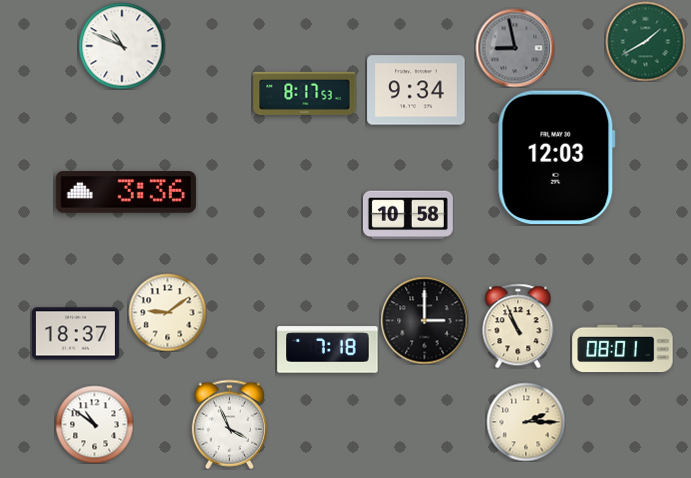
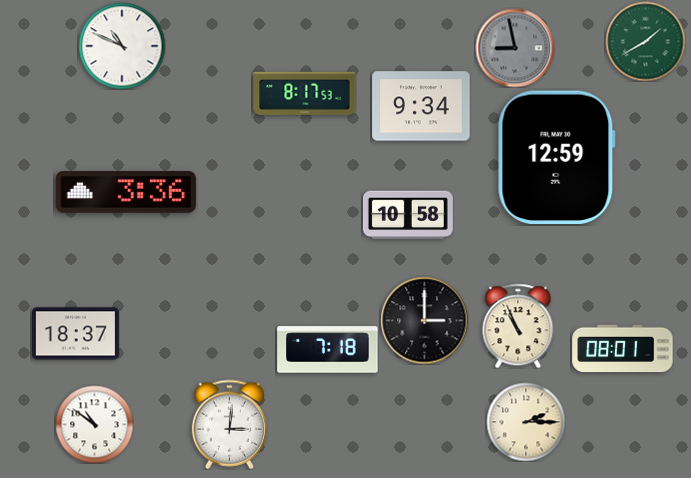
clock at (416, 90) position: (416, 90) -> (421, 106)
clock at (556, 157): 12:03 -> 12:59
clock at (167, 312): 9:09 -> none
clock at (229, 424): 3:56 -> 3:01
